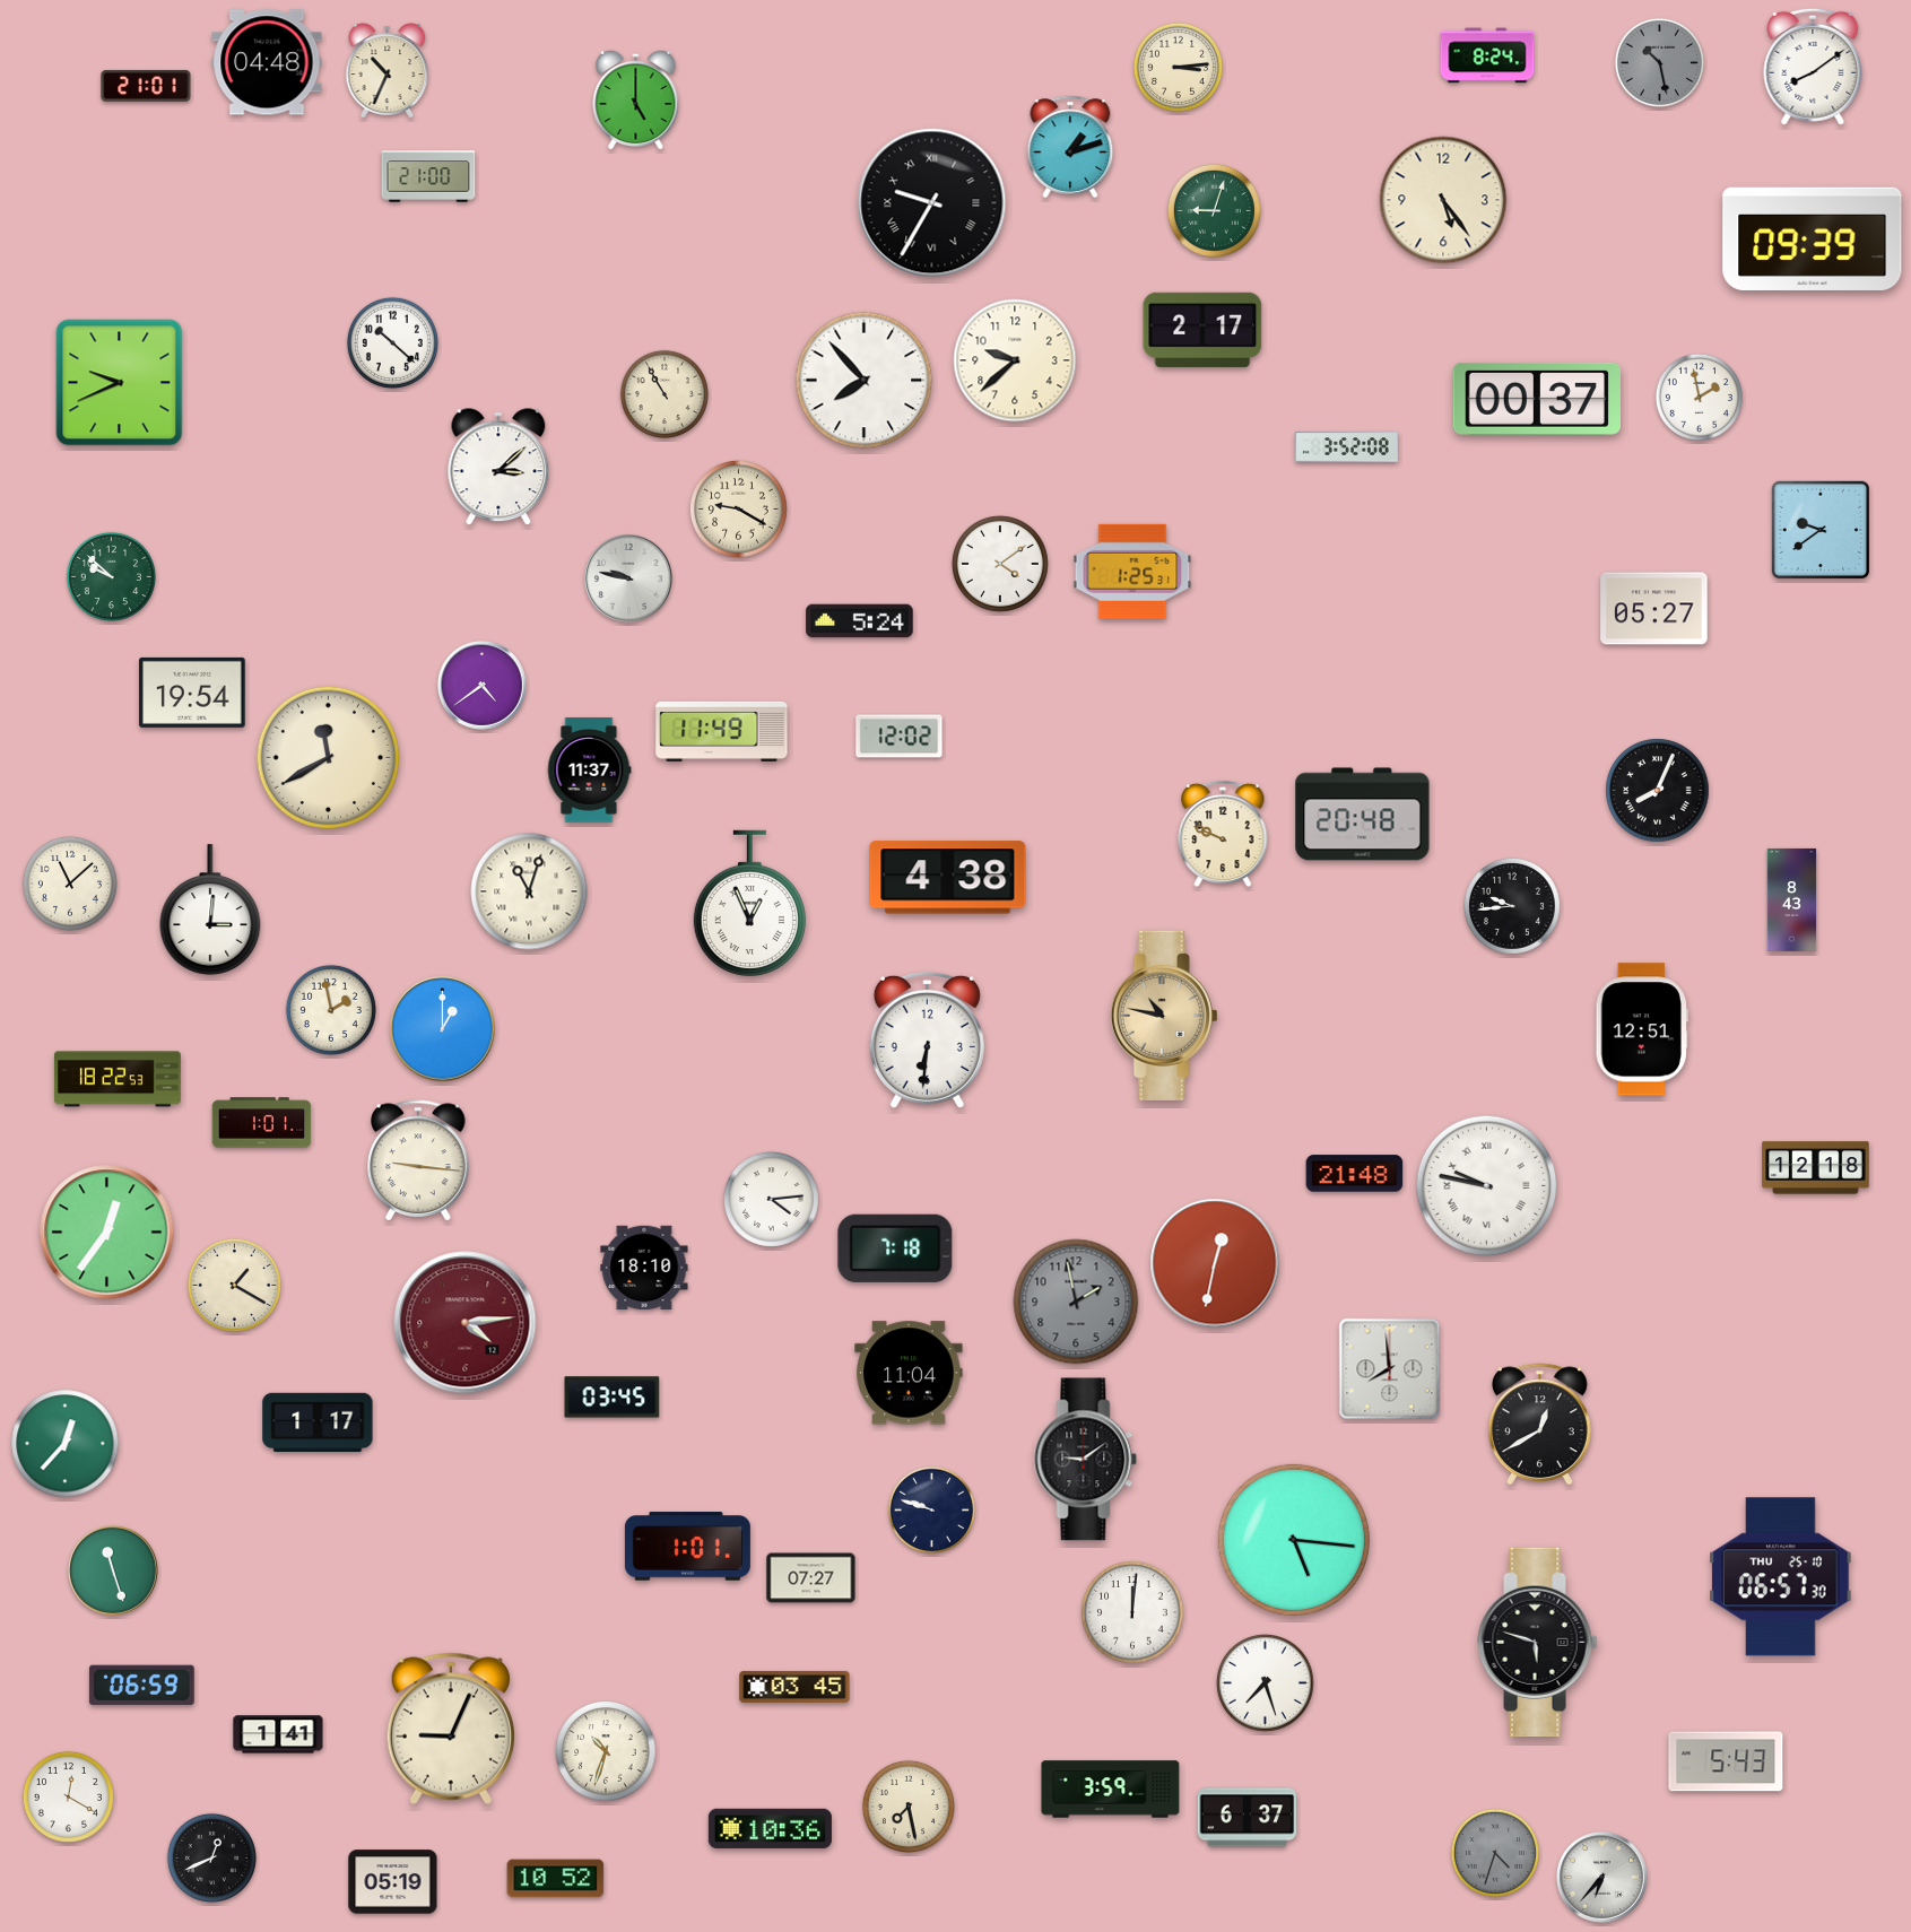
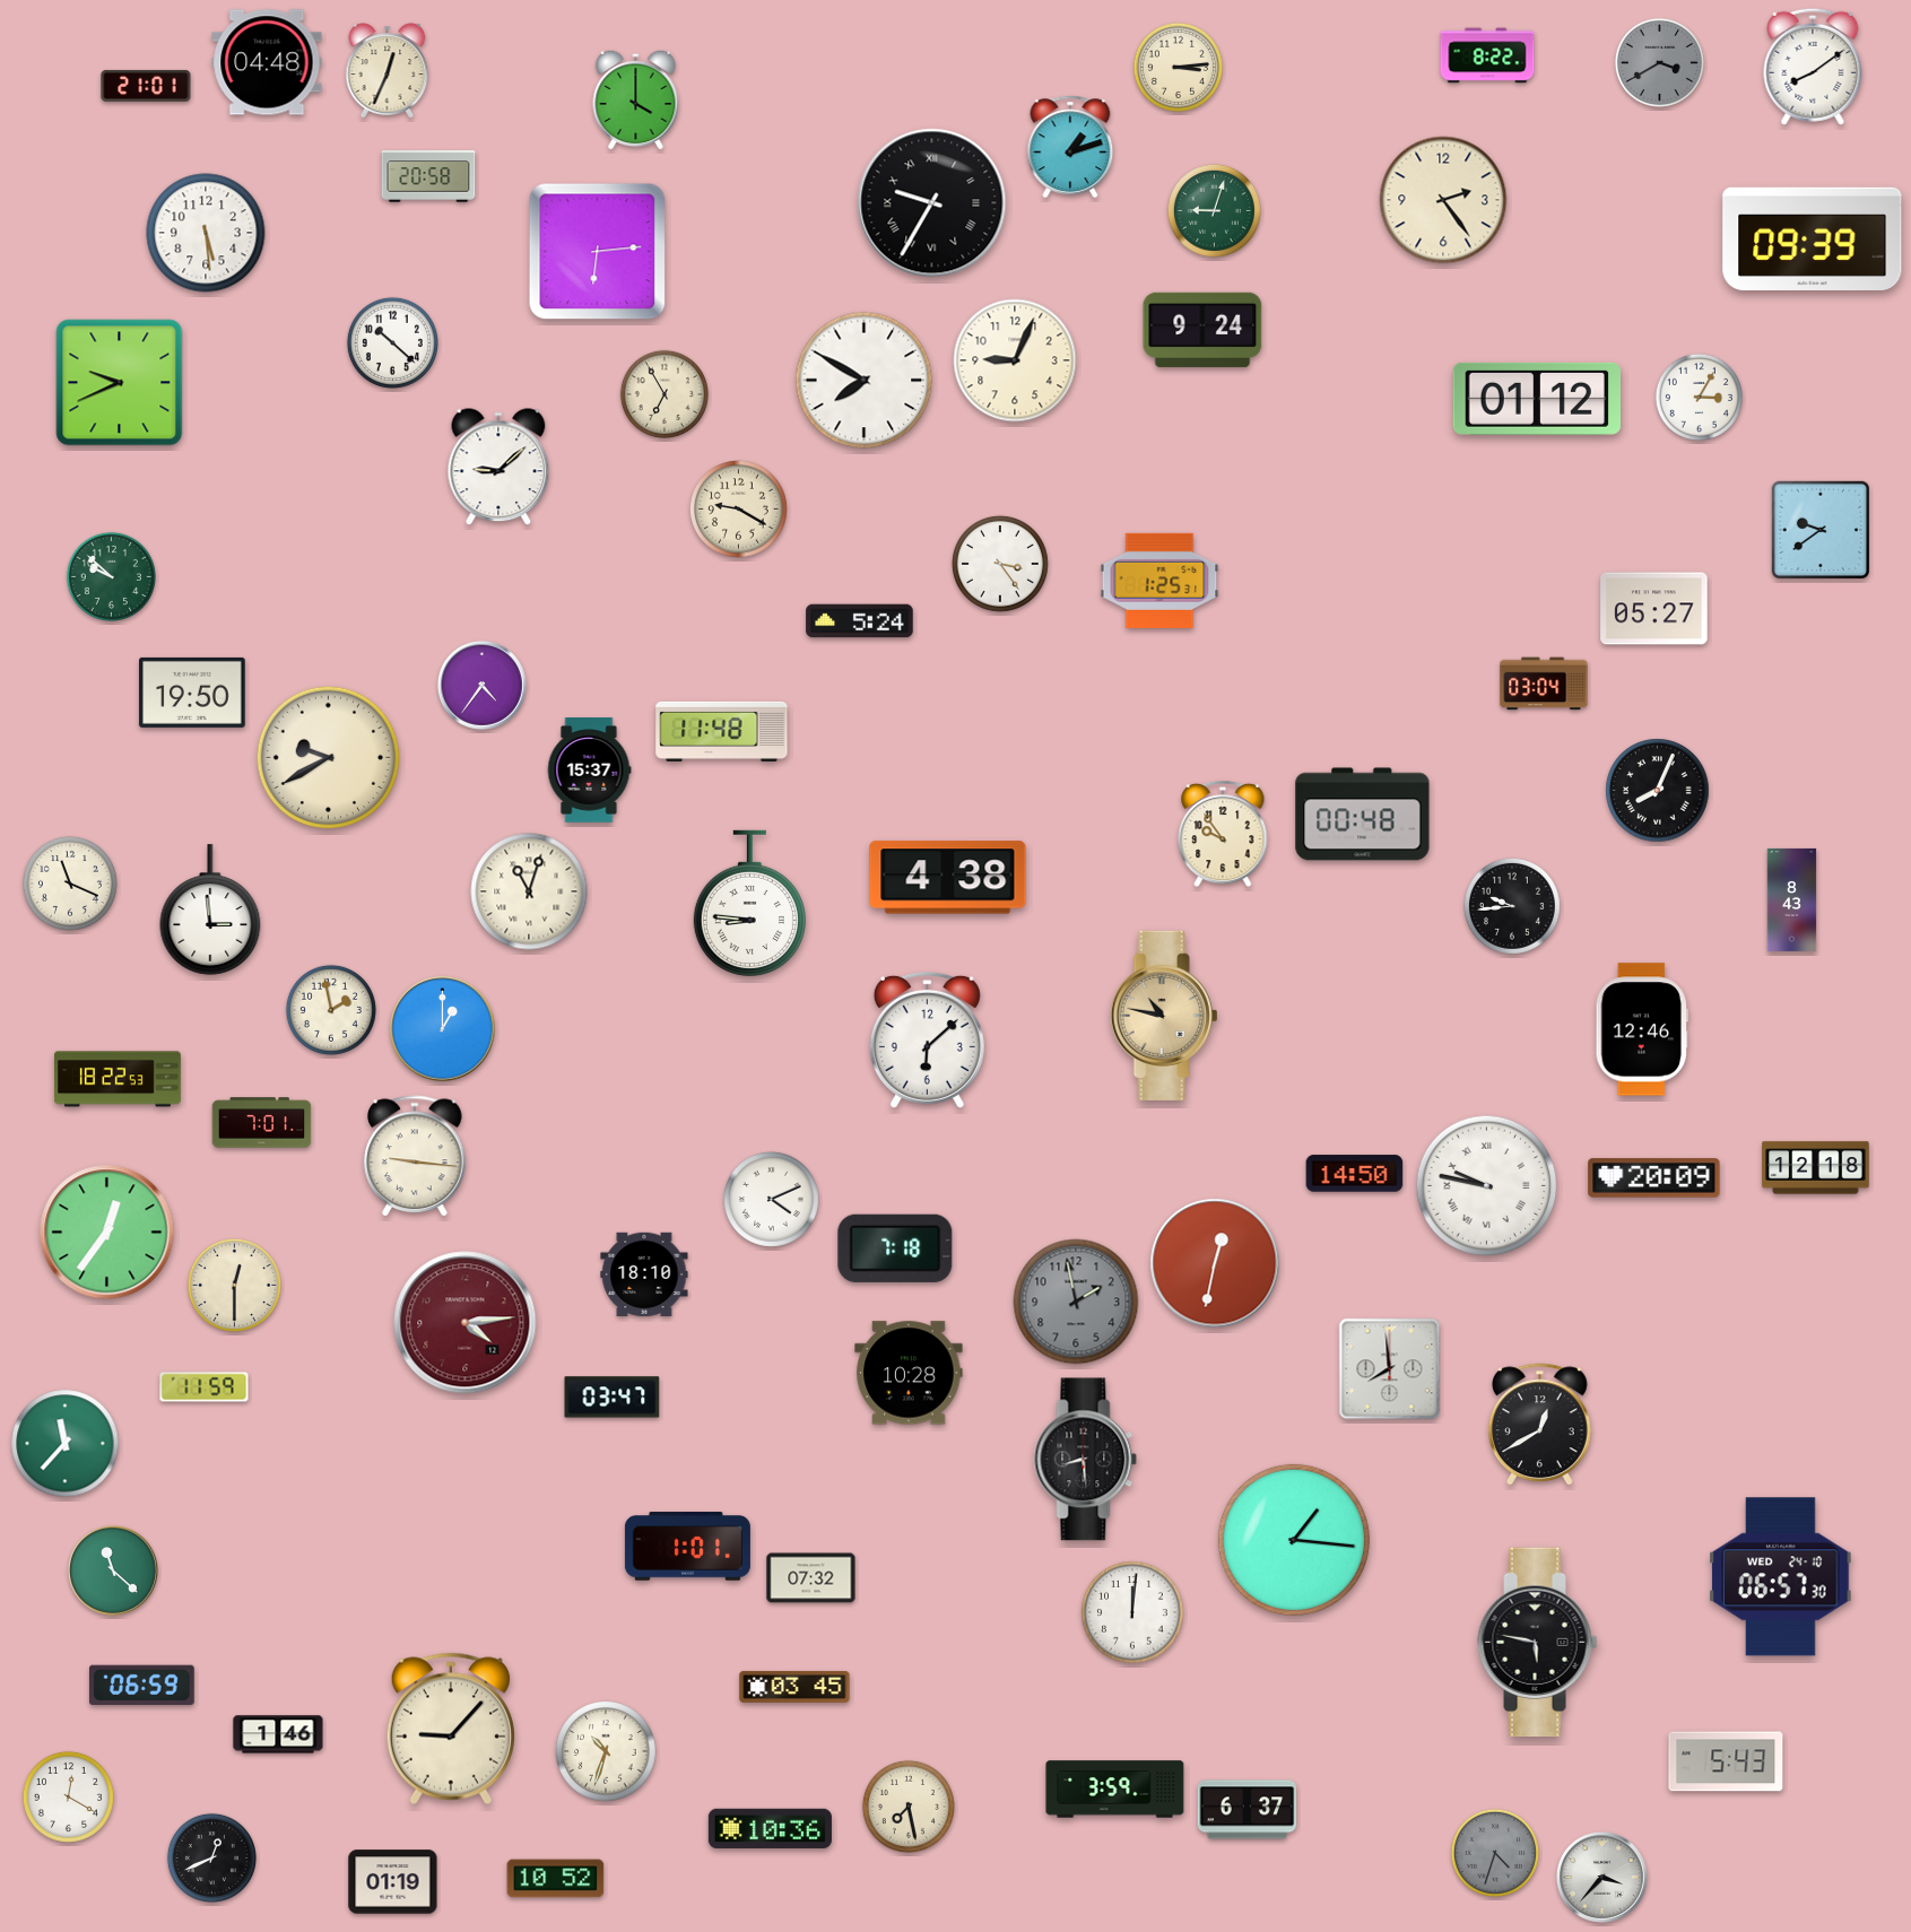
clock at (1487, 55): 8:24 -> 8:22
clock at (1659, 62): 10:28 -> 3:40
clock at (388, 71): 10:34 -> 12:34
clock at (636, 99): 5:00 -> 4:00
clock at (428, 176): 21:00 -> 20:58
clock at (1443, 200): 5:24 -> 2:24
clock at (206, 233): none -> 5:29
clock at (598, 252): none -> 6:14
clock at (1202, 330): 2:17 -> 9:24
clock at (1015, 360): 9:38 -> 9:04
clock at (865, 381): 7:53 -> 7:50
clock at (664, 394): 10:55 -> 6:55
clock at (1699, 397): 1:58 -> 3:05
clock at (1536, 399): 00:37 -> 01:12
clock at (1346, 447): 3:52 -> none
clock at (498, 468): 3:08 -> 9:08
clock at (1000, 564): 4:09 -> 3:24
clock at (1132, 572) position: (1132, 572) -> (1159, 581)
clock at (628, 578): 9:47 -> none
clock at (1544, 684): none -> 03:04
clock at (483, 686): 4:39 -> 4:36
clock at (192, 693): 19:54 -> 19:50
clock at (722, 731): 11:49 -> 11:48
clock at (900, 737): 12:02 -> none
clock at (329, 758): 11:40 -> 9:40
clock at (589, 771): 11:37 -> 15:37
clock at (1363, 815): 20:48 -> 00:48
clock at (1223, 834): 9:49 -> 9:54
clock at (70, 884): 11:08 -> 11:19
clock at (749, 903): 12:56 -> 8:46
clock at (210, 910): 3:01 -> 2:59
clock at (1641, 1029): 12:51 -> 12:46
clock at (927, 1039): 6:31 -> 6:08
clock at (262, 1123): 1:01 -> 7:01
clock at (418, 1161) position: (418, 1161) -> (415, 1157)
clock at (1355, 1174): 21:48 -> 14:50
clock at (1654, 1178): none -> 20:09
clock at (771, 1199): 4:14 -> 4:11
clock at (644, 1268) position: (644, 1268) -> (644, 1274)
clock at (234, 1285): 1:20 -> 12:30
clock at (909, 1373): 11:04 -> 10:28
clock at (205, 1387): none -> 11:59
clock at (613, 1398): 03:45 -> 03:47
clock at (318, 1421): 1:17 -> none
clock at (66, 1444): 12:37 -> 11:37
clock at (1086, 1460): 9:09 -> 8:29
clock at (931, 1509): 9:48 -> none
clock at (1294, 1540): 5:16 -> 1:16
clock at (114, 1572): 11:27 -> 11:22
clock at (1781, 1577) date: THU 25-10 -> WED 24-10
clock at (811, 1578): 07:27 -> 07:32
clock at (1538, 1643): 5:48 -> 5:47
clock at (1266, 1683): 7:27 -> none
clock at (451, 1729): 9:04 -> 9:07
clock at (278, 1734): 1:41 -> 1:46
clock at (1111, 1790) position: (1111, 1790) -> (1115, 1790)
clock at (1248, 1818) position: (1248, 1818) -> (1248, 1810)
clock at (1602, 1878): 6:37 -> 3:37
clock at (393, 1882): 05:19 -> 01:19
